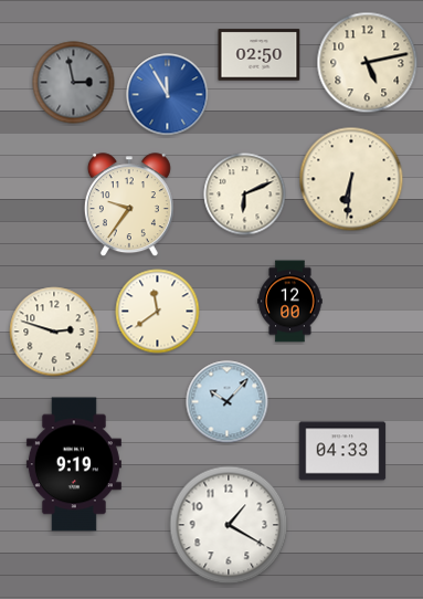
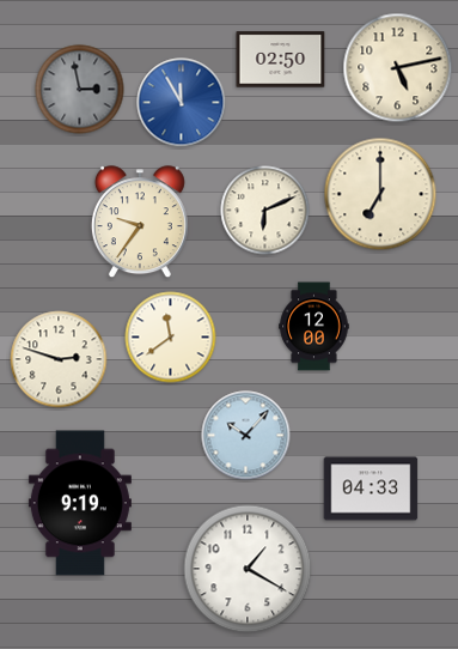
clock at (351, 179): 6:31 -> 7:00
